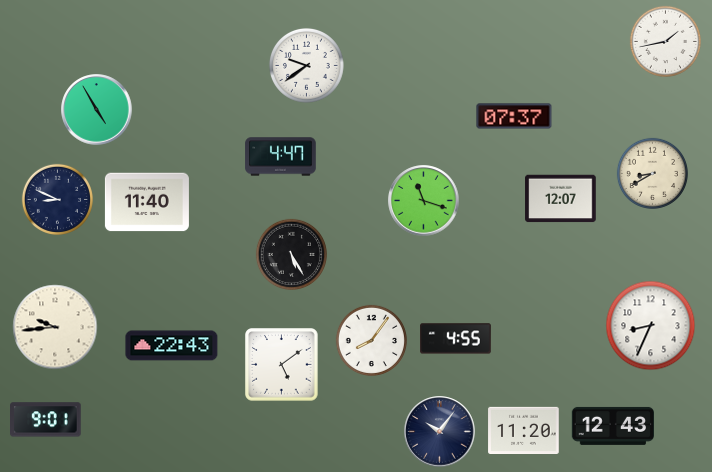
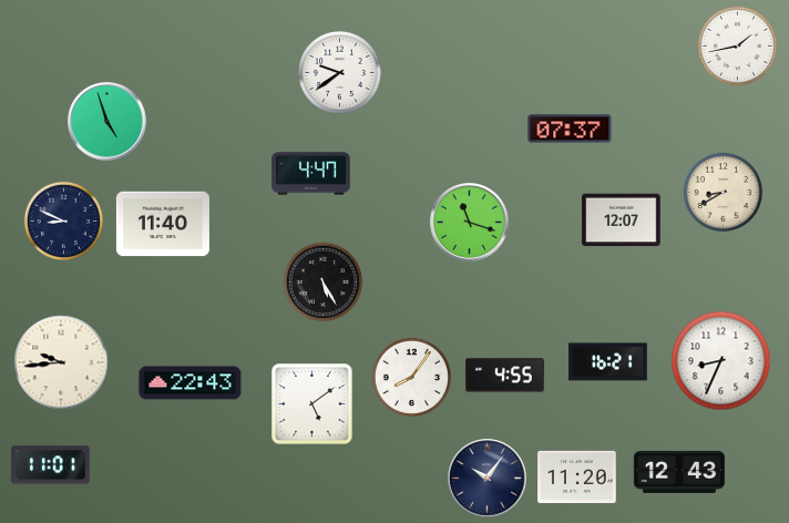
clock at (97, 110): 4:55 -> 4:57
clock at (608, 362): none -> 16:21
clock at (46, 420): 9:01 -> 11:01
clock at (524, 430) position: (524, 430) -> (577, 476)
